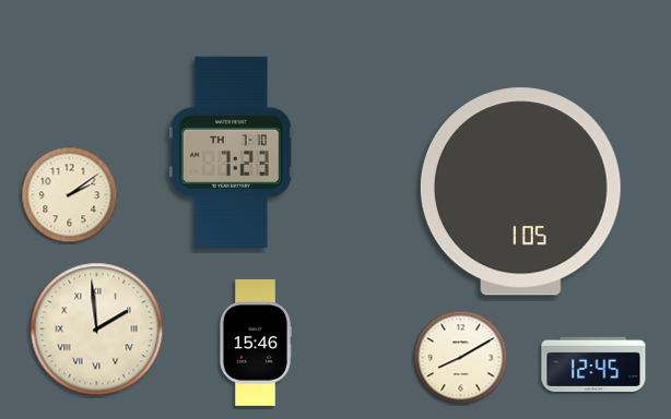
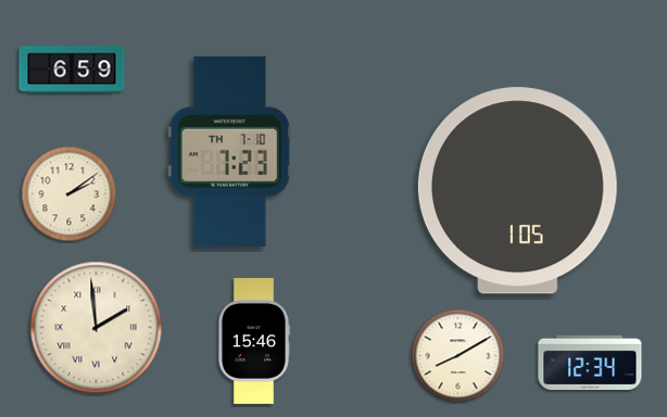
clock at (72, 69): none -> 6:59
clock at (593, 363): 12:45 -> 12:34
